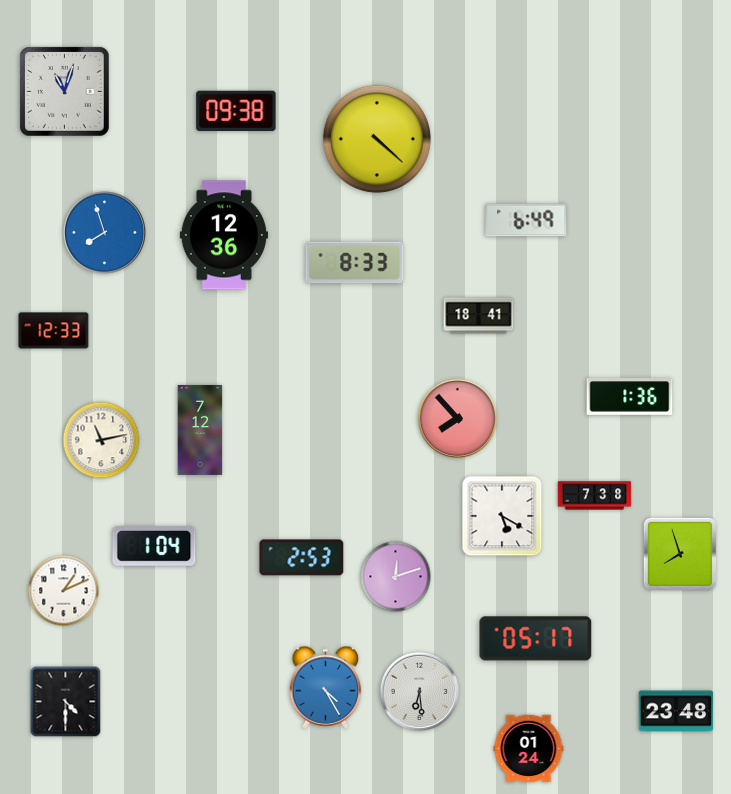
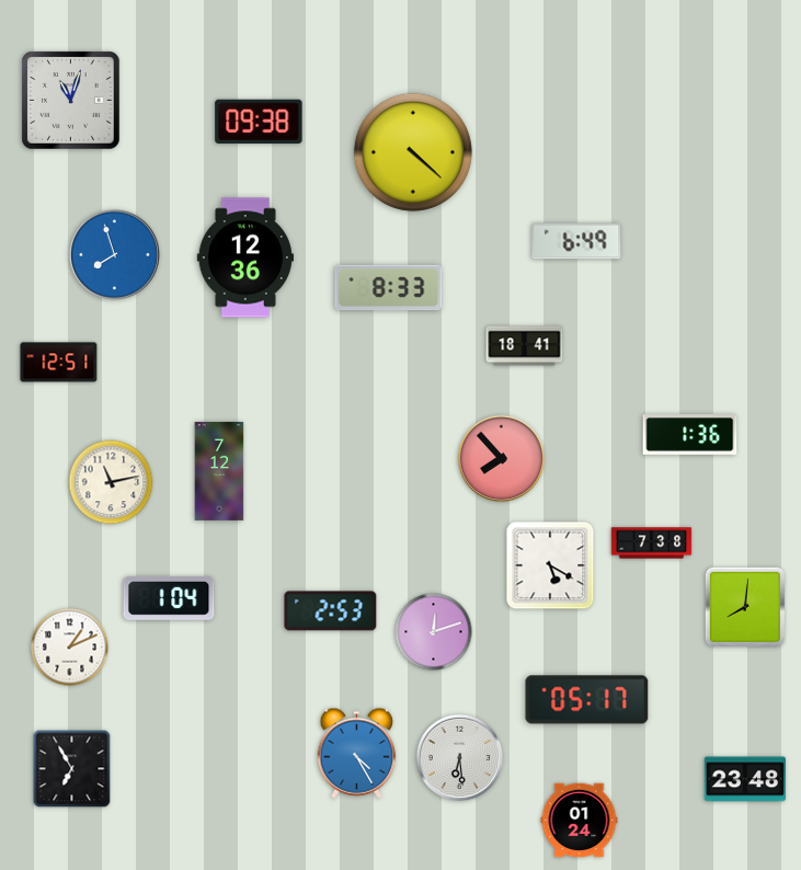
clock at (54, 331): 12:33 -> 12:51
clock at (680, 554): 7:57 -> 8:01
clock at (66, 702): 4:30 -> 6:55
clock at (675, 711) position: (675, 711) -> (744, 779)
